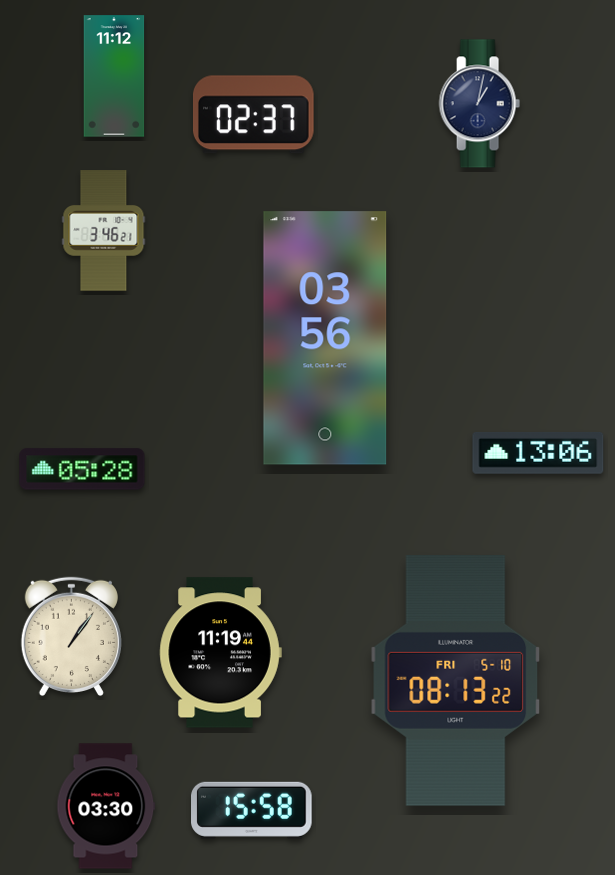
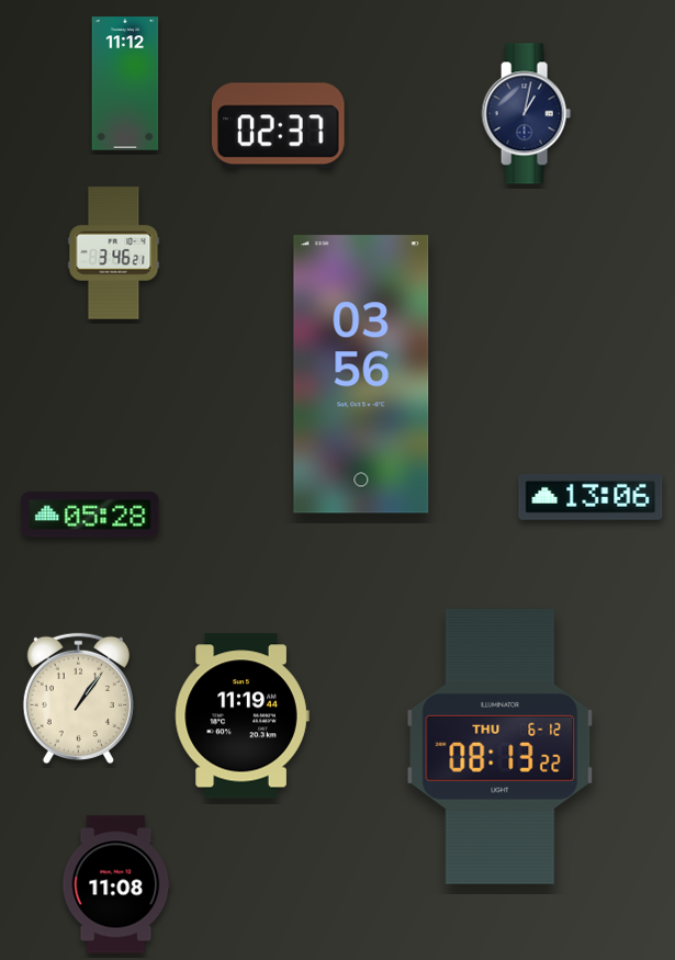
clock at (325, 338) position: (325, 338) -> (361, 374)
clock at (456, 681) date: FRI 5-10 -> THU 6-12
clock at (106, 806): 03:30 -> 11:08
clock at (252, 810): 15:58 -> none
